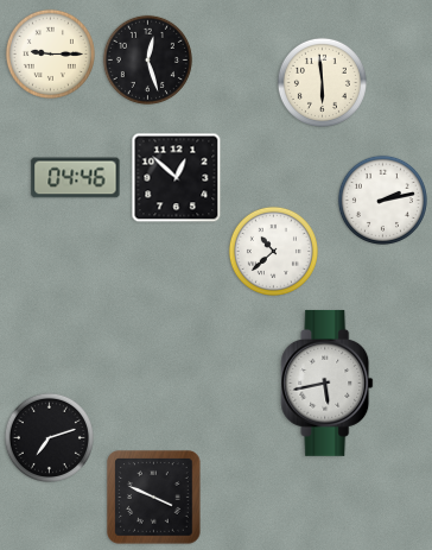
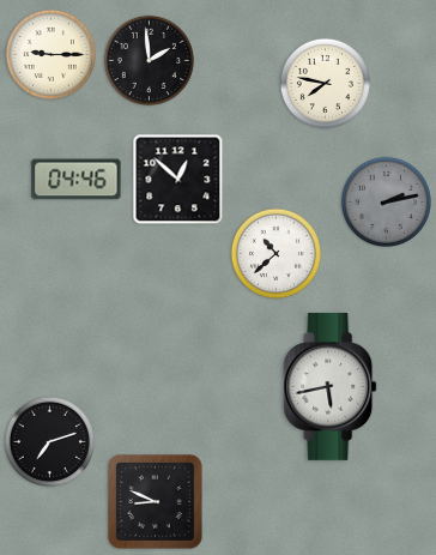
clock at (147, 59): 12:27 -> 1:59
clock at (322, 82): 5:59 -> 7:47
clock at (382, 200) dial: white -> grey
clock at (154, 498): 3:49 -> 8:49
